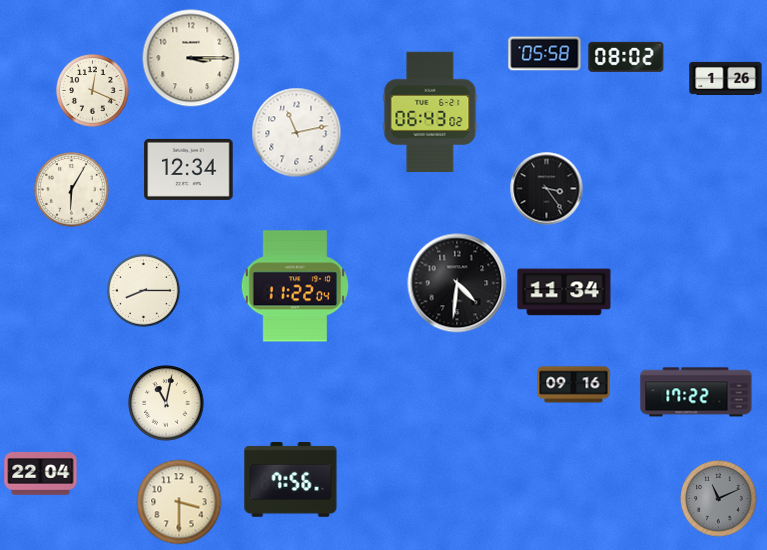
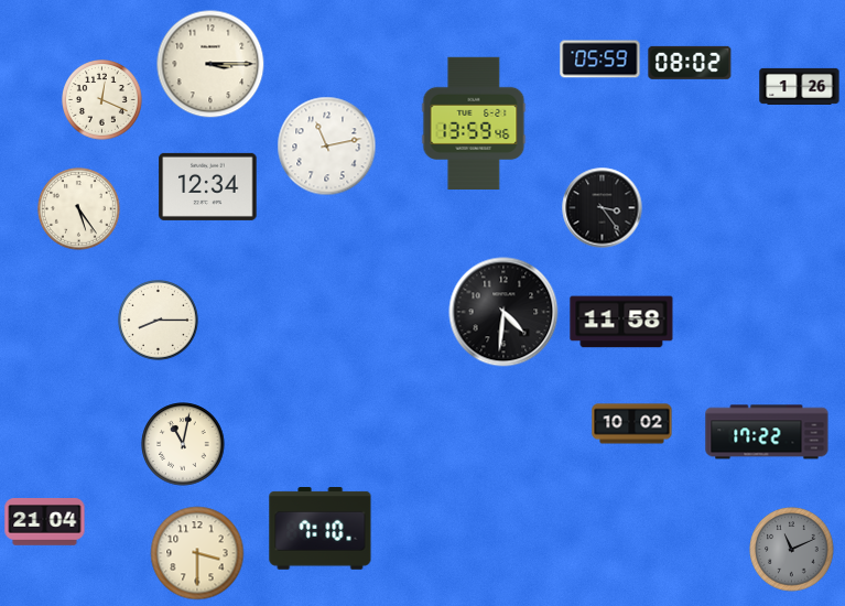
clock at (545, 54): 05:58 -> 05:59
clock at (430, 111): 06:43 -> 13:59
clock at (72, 190): 6:05 -> 5:24
clock at (294, 286): 11:22 -> none
clock at (564, 292): 11:34 -> 11:58
clock at (574, 385): 09:16 -> 10:02
clock at (41, 474): 22:04 -> 21:04
clock at (291, 480): 7:56 -> 7:10
